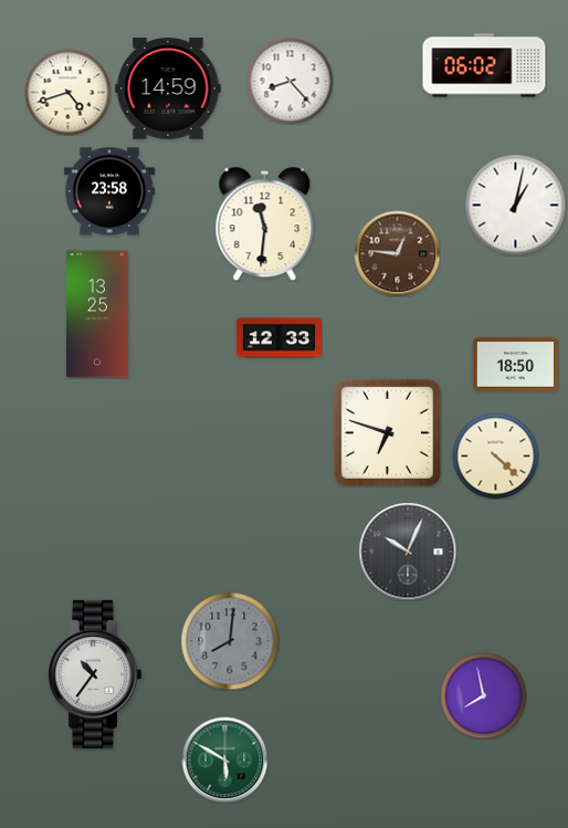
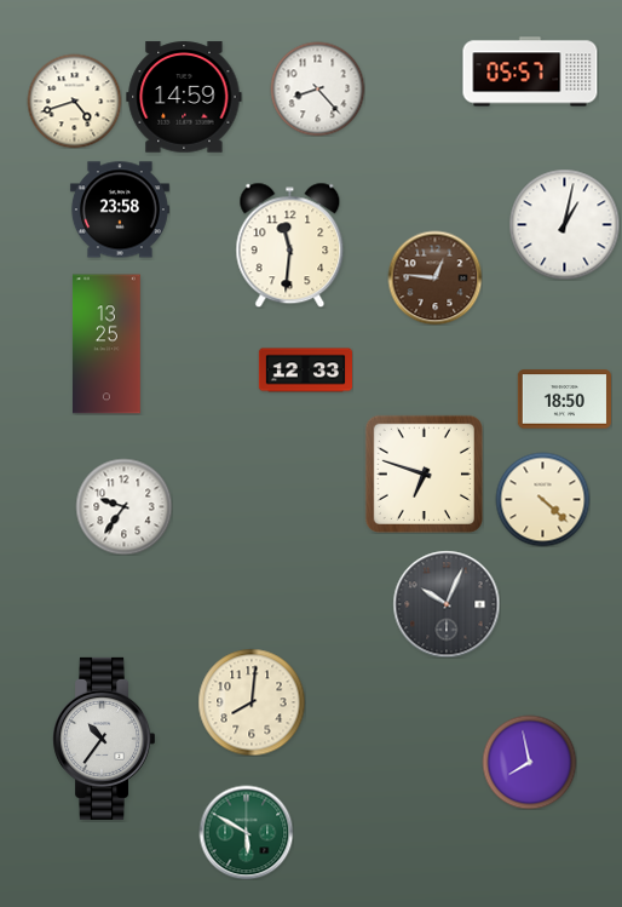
clock at (484, 65): 06:02 -> 05:57
clock at (123, 506): none -> 9:36
clock at (230, 641) dial: grey -> cream
